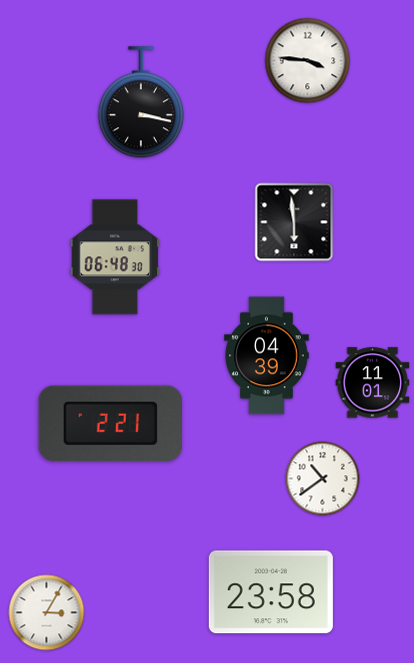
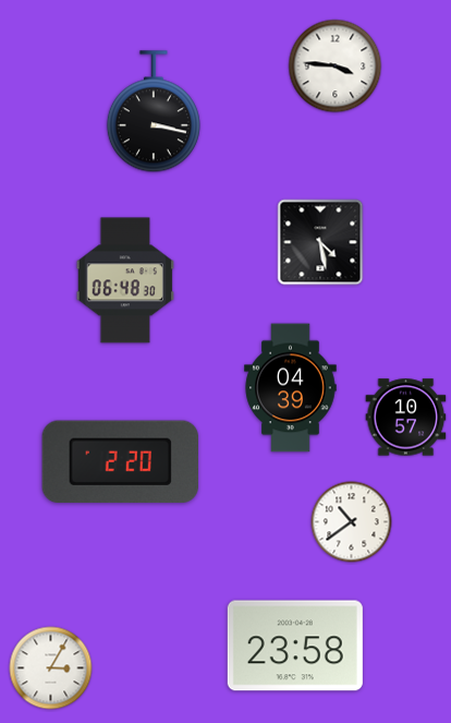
clock at (294, 222): 5:59 -> 4:28
clock at (373, 383): 11:01 -> 10:57
clock at (110, 424): 2:21 -> 2:20
